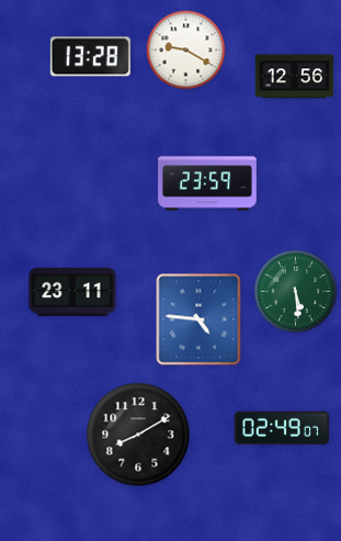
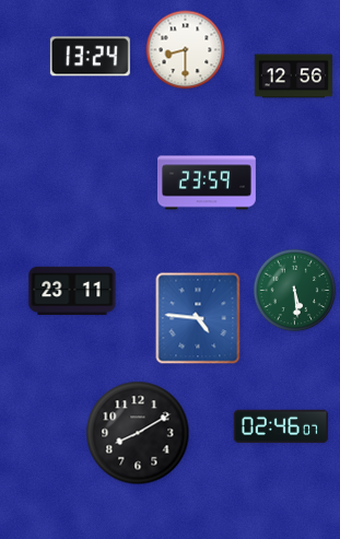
clock at (186, 50): 9:20 -> 8:30
clock at (90, 57): 13:28 -> 13:24
clock at (282, 428): 02:49 -> 02:46
